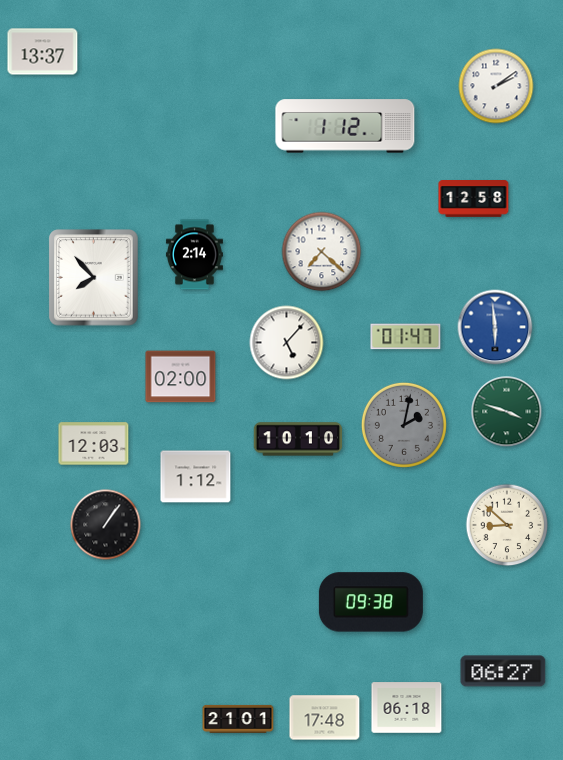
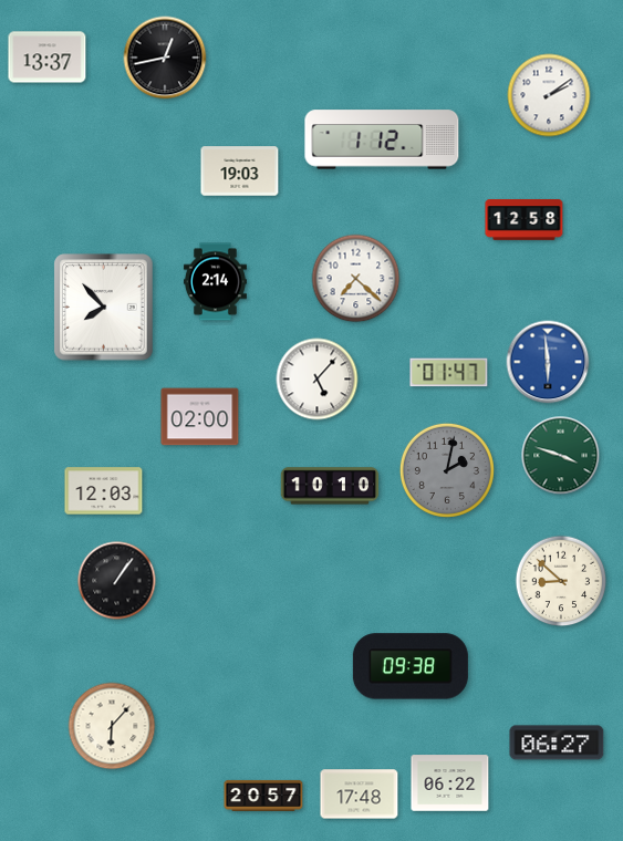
clock at (165, 58): none -> 12:43
clock at (240, 172): none -> 19:03
clock at (196, 477): 1:12 -> none
clock at (112, 726): none -> 6:07
clock at (407, 708): 06:18 -> 06:22
clock at (238, 719): 21:01 -> 20:57
